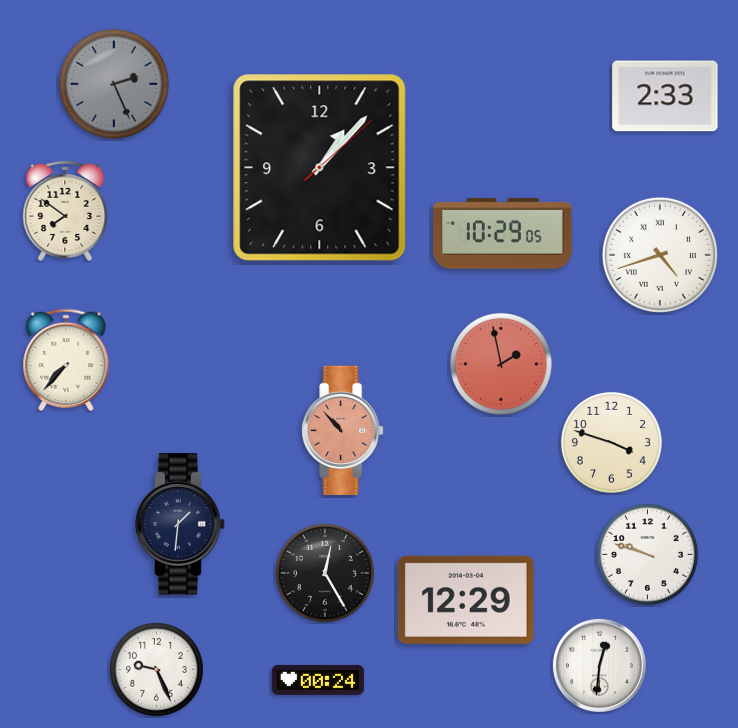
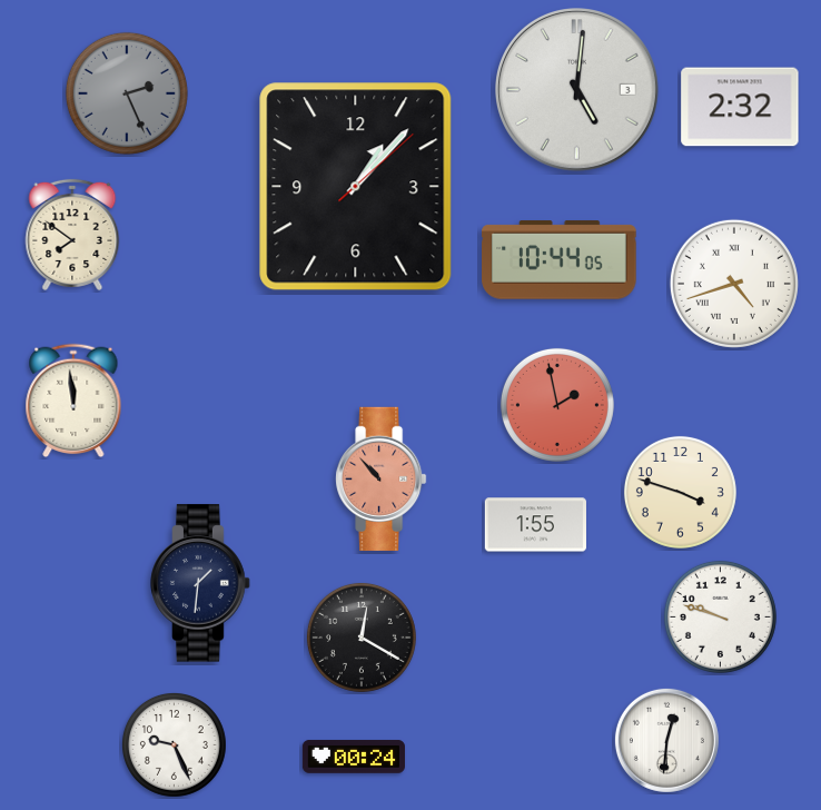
clock at (577, 90): none -> 5:01
clock at (665, 96): 2:33 -> 2:32
clock at (503, 234): 10:29 -> 10:44
clock at (66, 360): 7:37 -> 11:59
clock at (535, 525): none -> 1:55
clock at (325, 573): 12:25 -> 12:20
clock at (466, 600): 12:29 -> none
